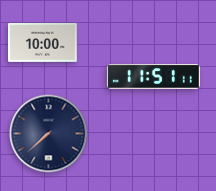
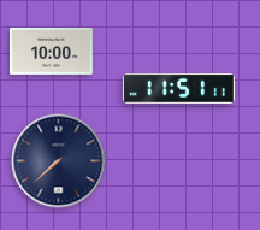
clock at (153, 77) position: (153, 77) -> (178, 89)
